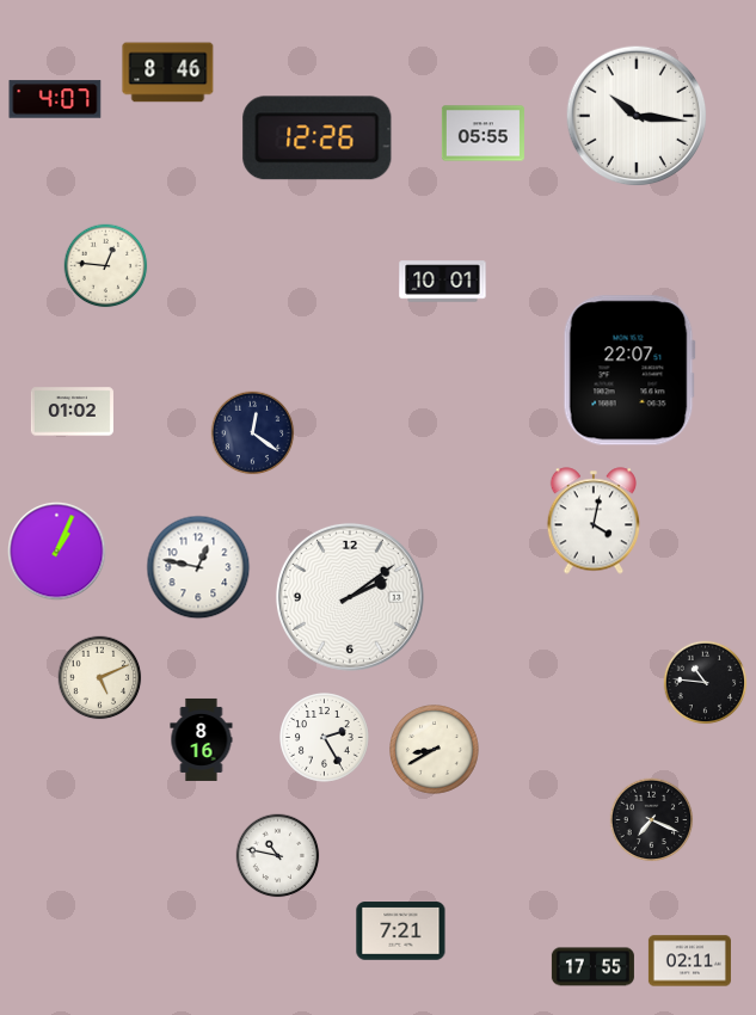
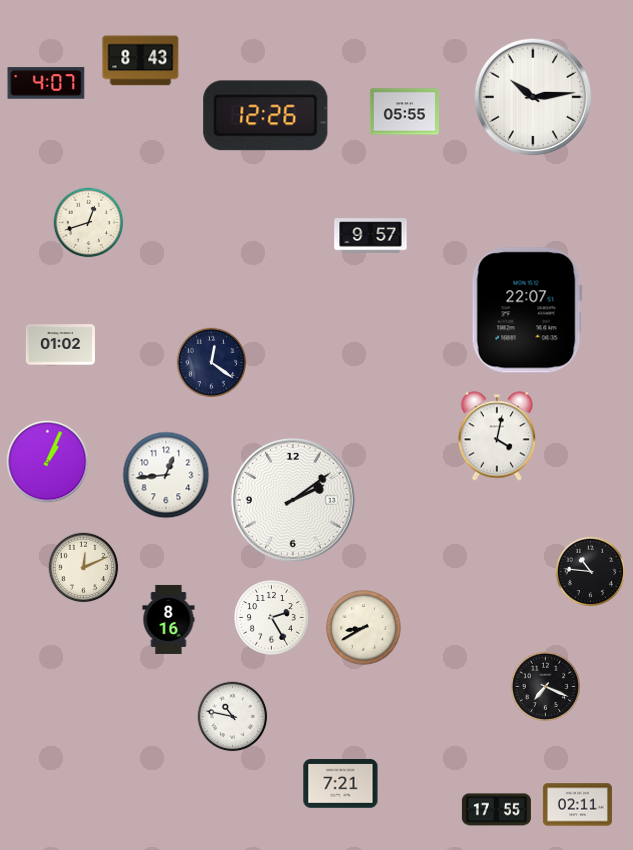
clock at (168, 73): 8:46 -> 8:43
clock at (637, 116): 10:16 -> 10:14
clock at (106, 266): 12:46 -> 12:42
clock at (443, 282): 10:01 -> 9:57
clock at (198, 567): 12:47 -> 12:44
clock at (100, 678): 5:11 -> 12:11
clock at (401, 931) position: (401, 931) -> (341, 784)
